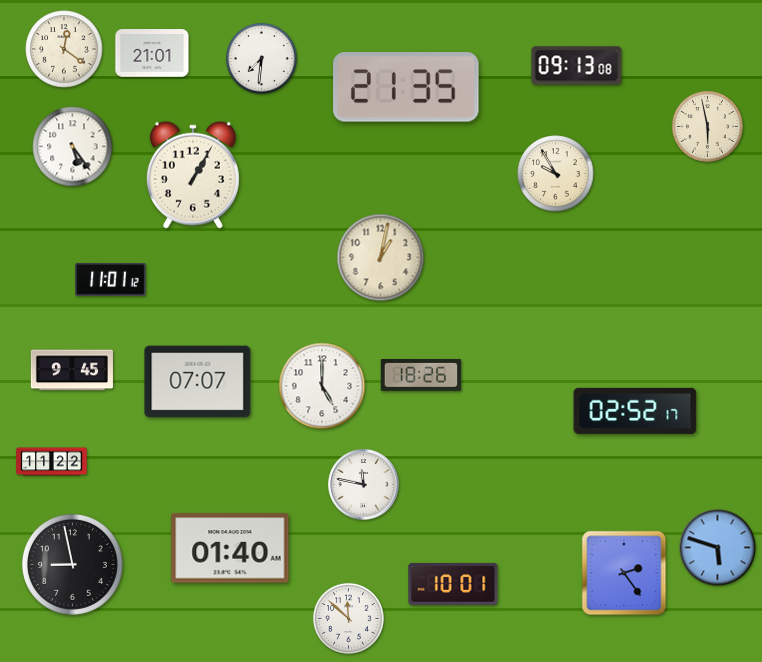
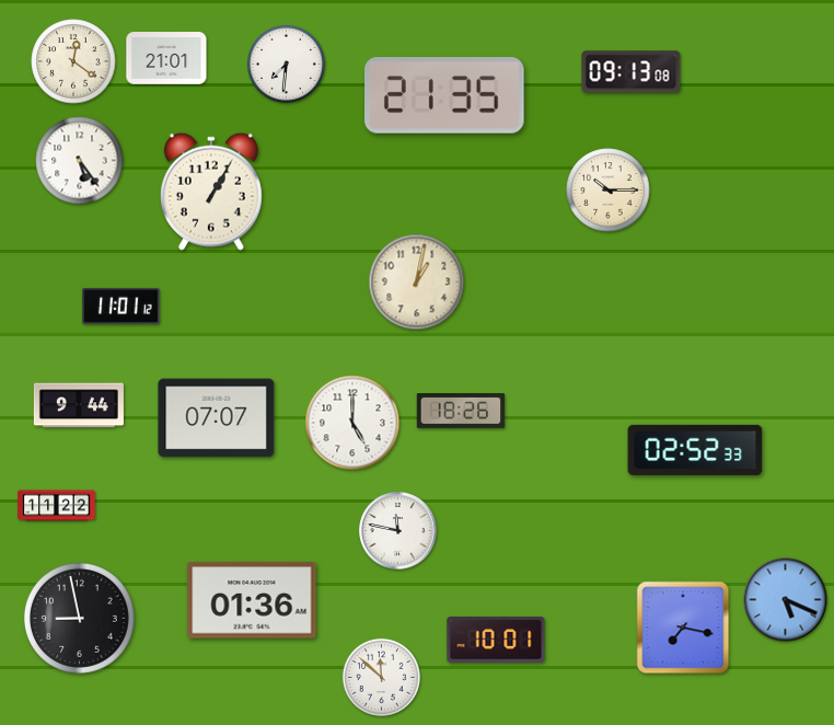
clock at (64, 49) position: (64, 49) -> (73, 61)
clock at (707, 126): 5:58 -> none
clock at (556, 174): 9:55 -> 10:15
clock at (72, 370): 9:45 -> 9:44
clock at (635, 411): 02:52:17 -> 02:52:33
clock at (230, 548): 01:40 -> 01:36
clock at (718, 548): 5:48 -> 5:19
clock at (624, 573): 2:24 -> 7:17
